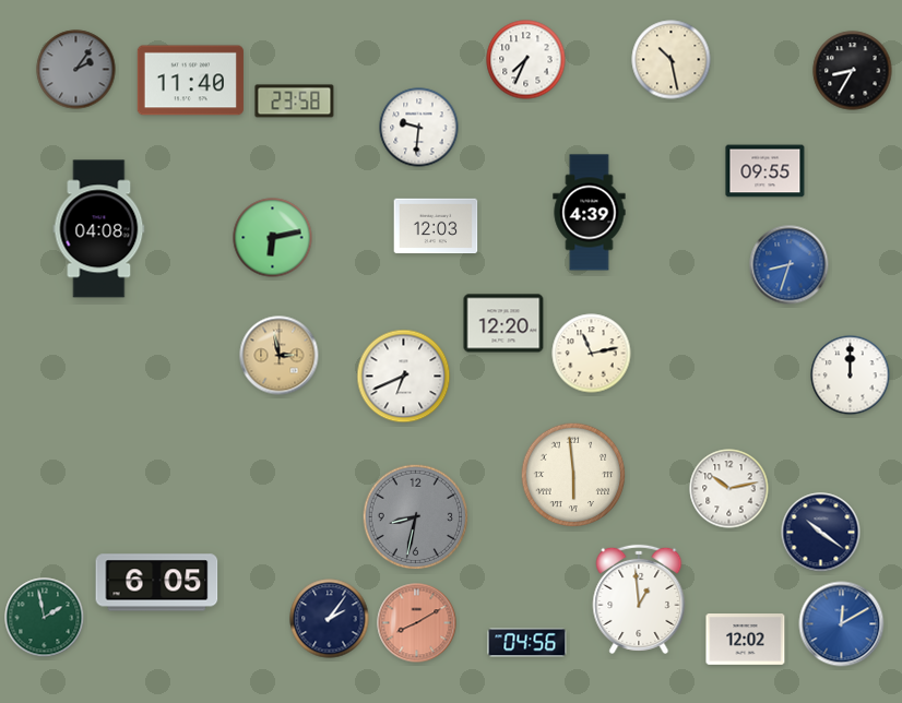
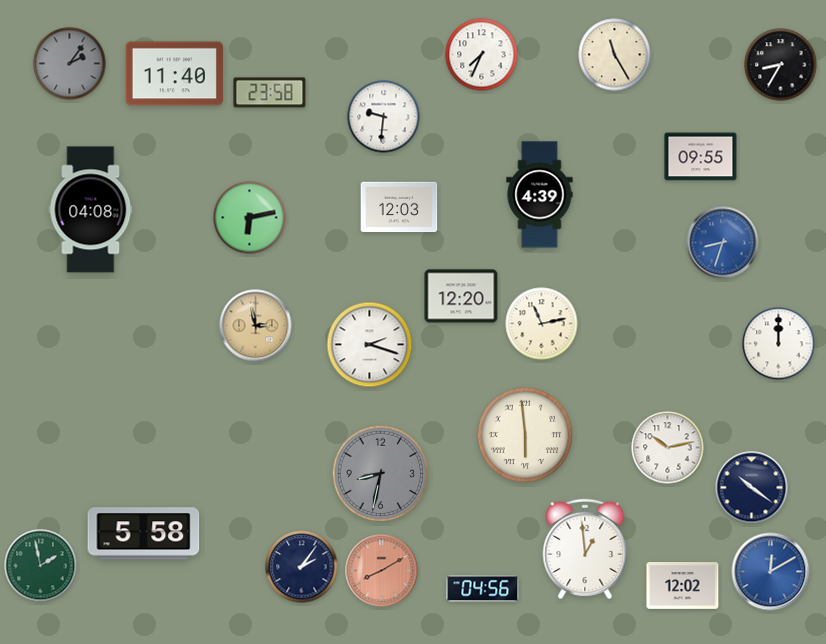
clock at (672, 60): 10:28 -> 11:25
clock at (404, 377): 6:41 -> 2:18
clock at (157, 583): 6:05 -> 5:58
